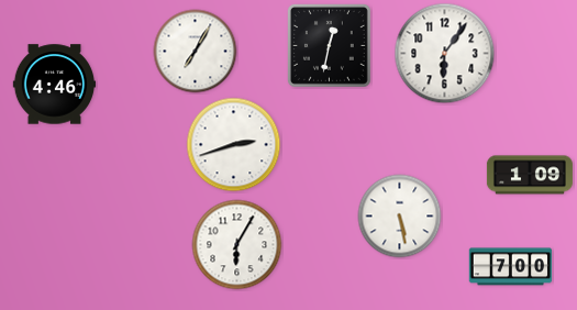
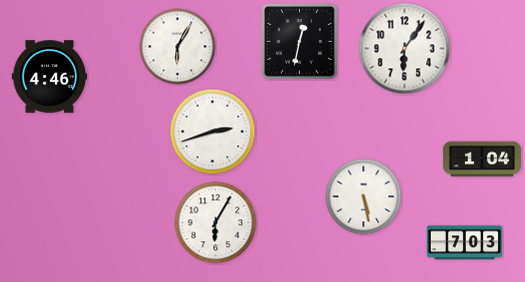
clock at (196, 52): 7:05 -> 6:05
clock at (530, 175): 1:09 -> 1:04
clock at (511, 267): 7:00 -> 7:03
